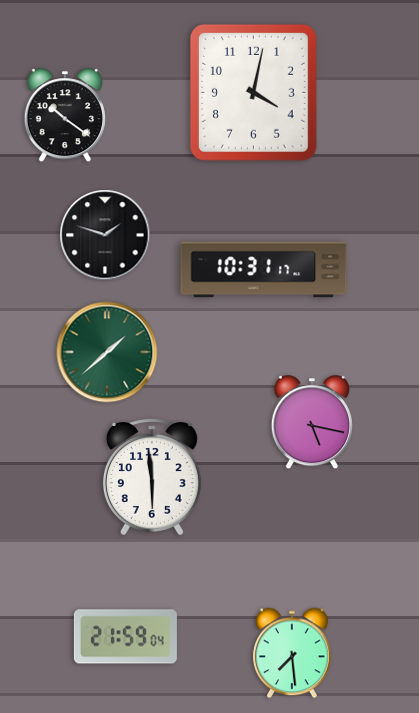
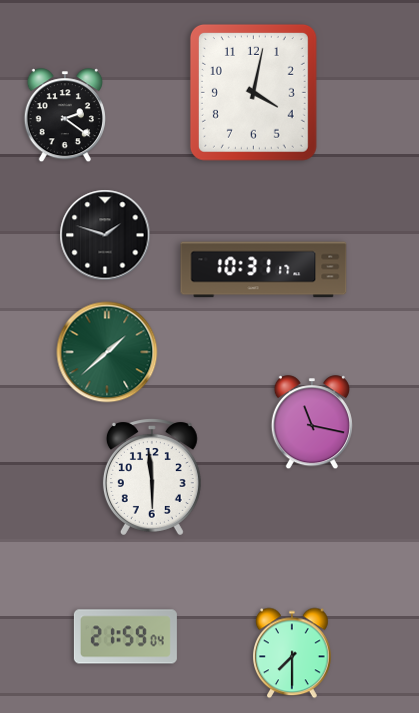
clock at (65, 116): 10:21 -> 2:21
clock at (312, 423): 5:17 -> 11:17
clock at (293, 653): 7:29 -> 7:30
